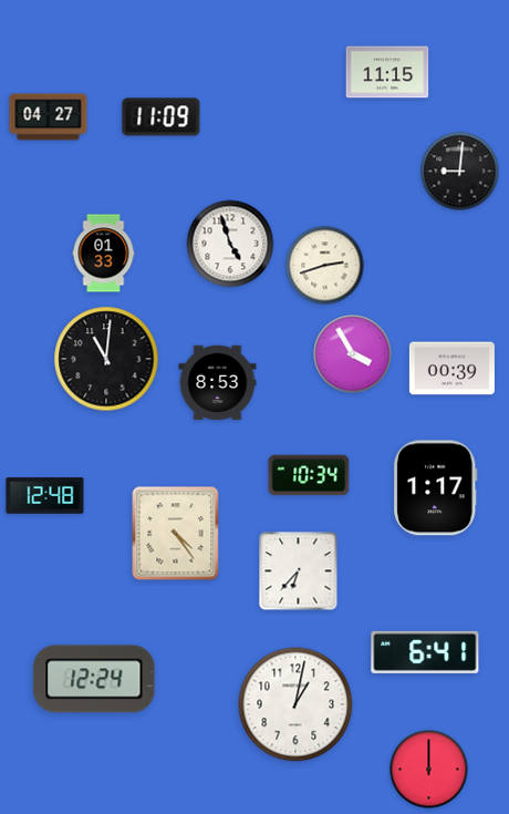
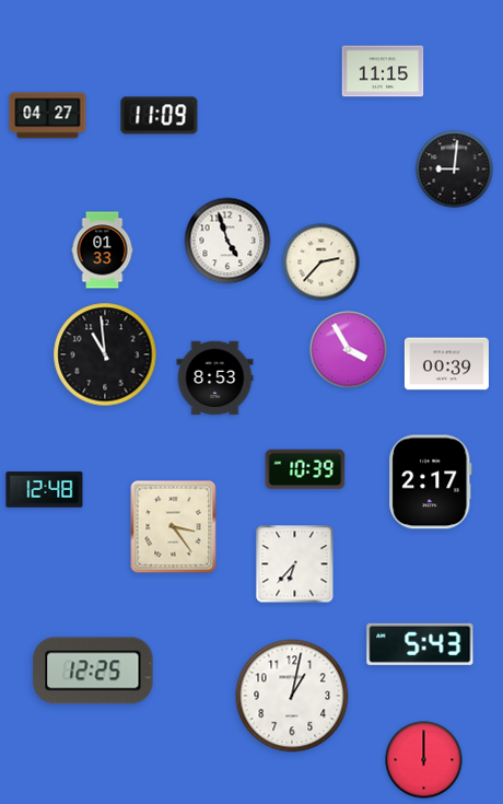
clock at (325, 266): 2:42 -> 2:37
clock at (106, 359): 11:01 -> 10:59
clock at (309, 475): 10:34 -> 10:39
clock at (436, 488): 1:17 -> 2:17
clock at (176, 534): 4:24 -> 3:24
clock at (425, 652): 6:41 -> 5:43
clock at (94, 679): 12:24 -> 12:25
